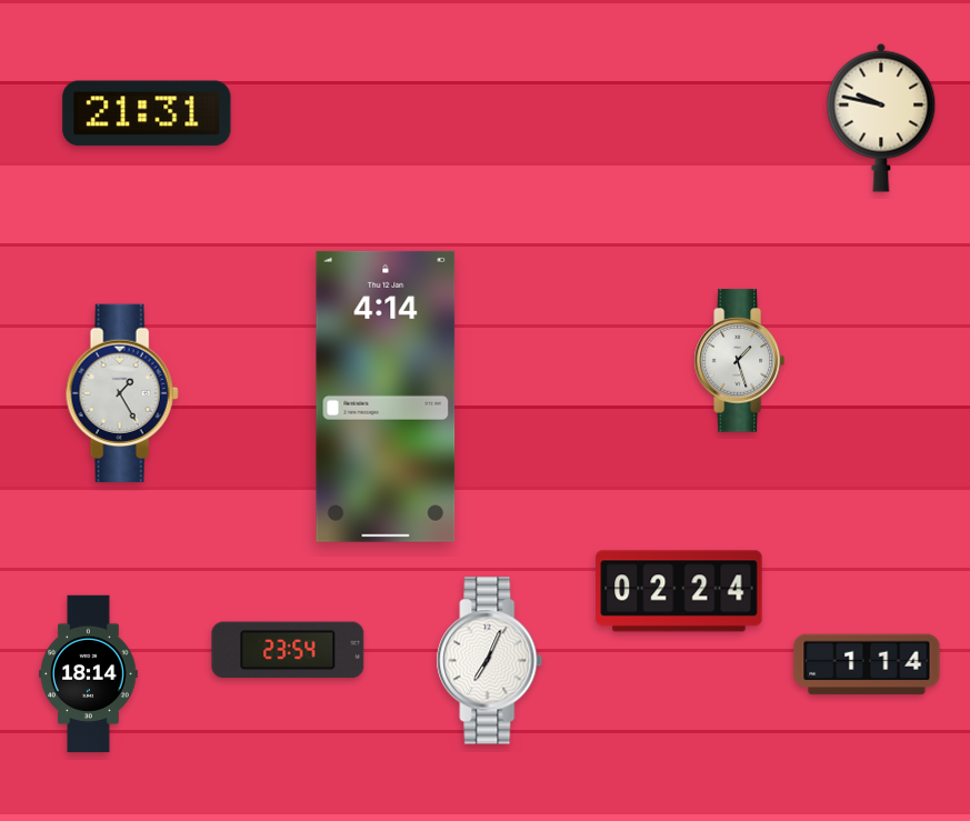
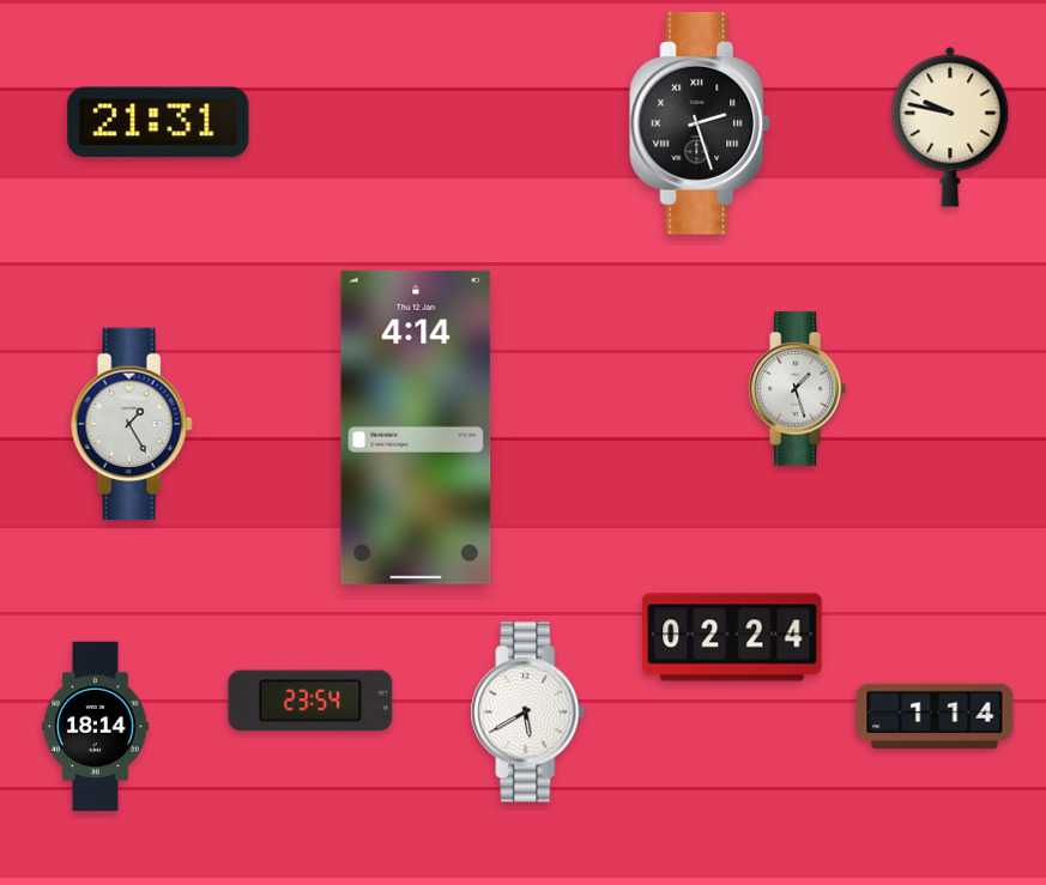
clock at (701, 123): none -> 2:27
clock at (490, 661): 7:04 -> 5:40
